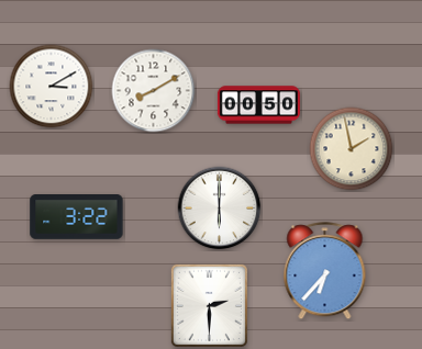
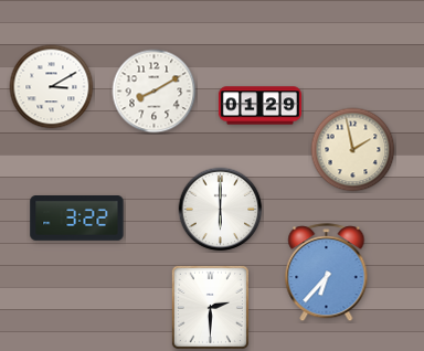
clock at (258, 105): 00:50 -> 01:29
